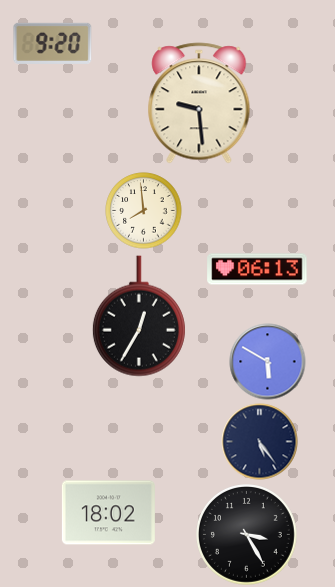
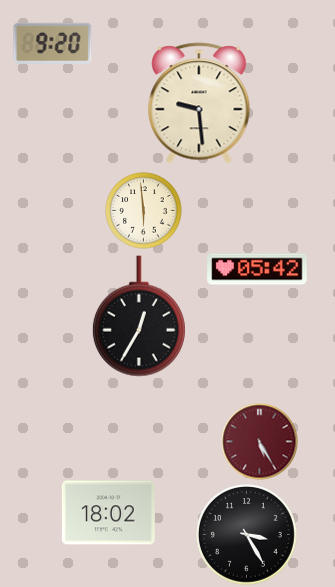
clock at (144, 211): 7:59 -> 5:59
clock at (257, 269): 06:13 -> 05:42
clock at (268, 362): 5:50 -> none
clock at (260, 442): 5:24 -> 5:25
clock at (260, 442) dial: navy -> burgundy
